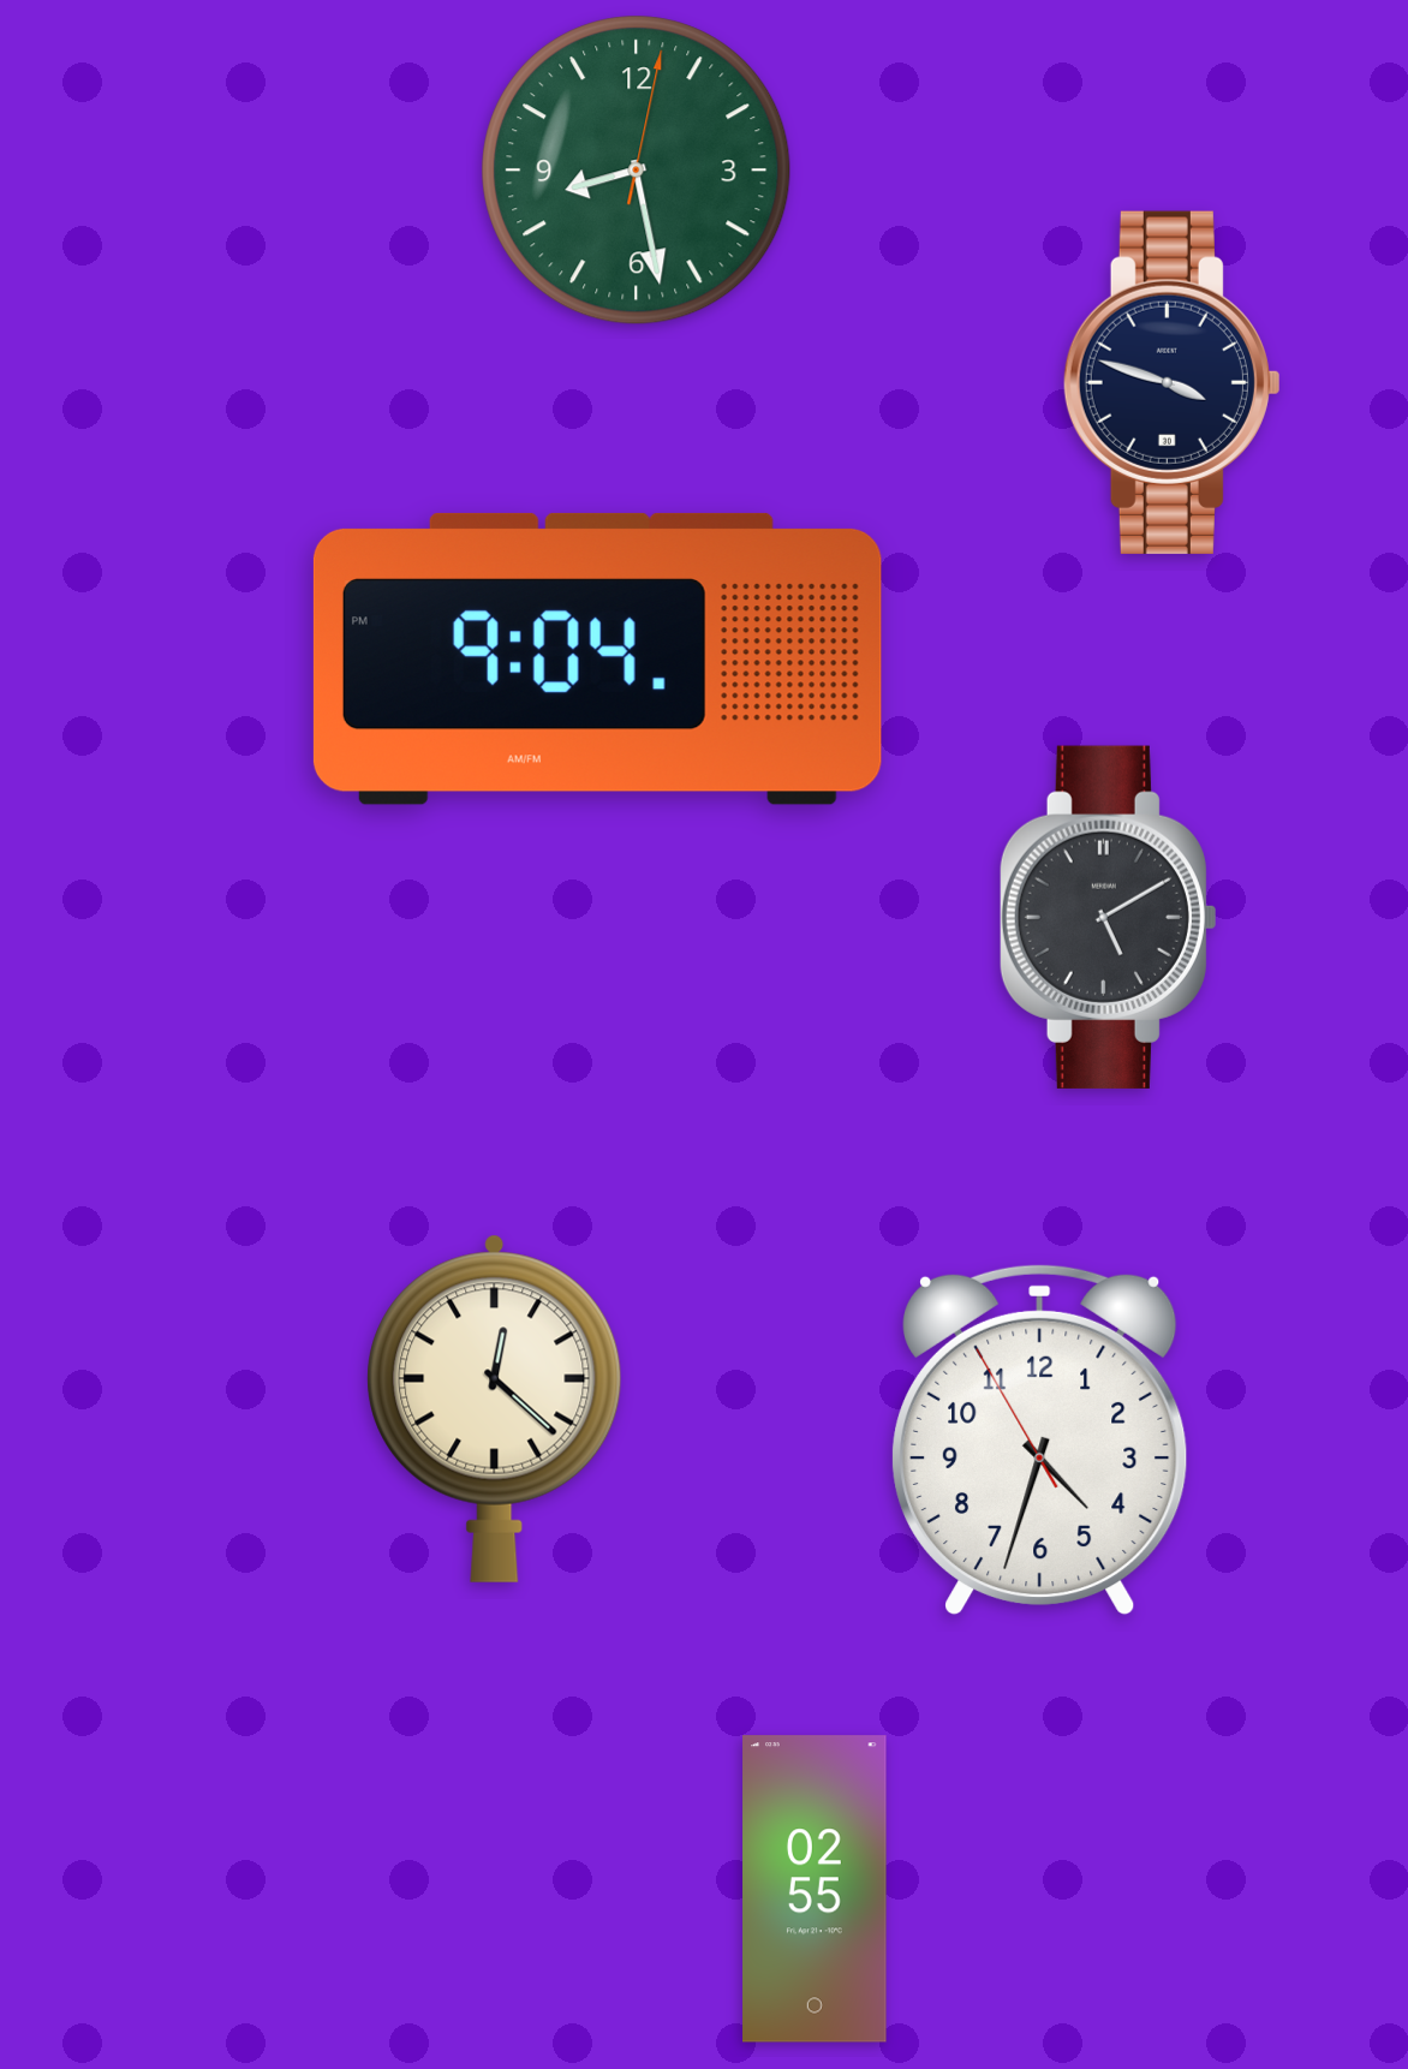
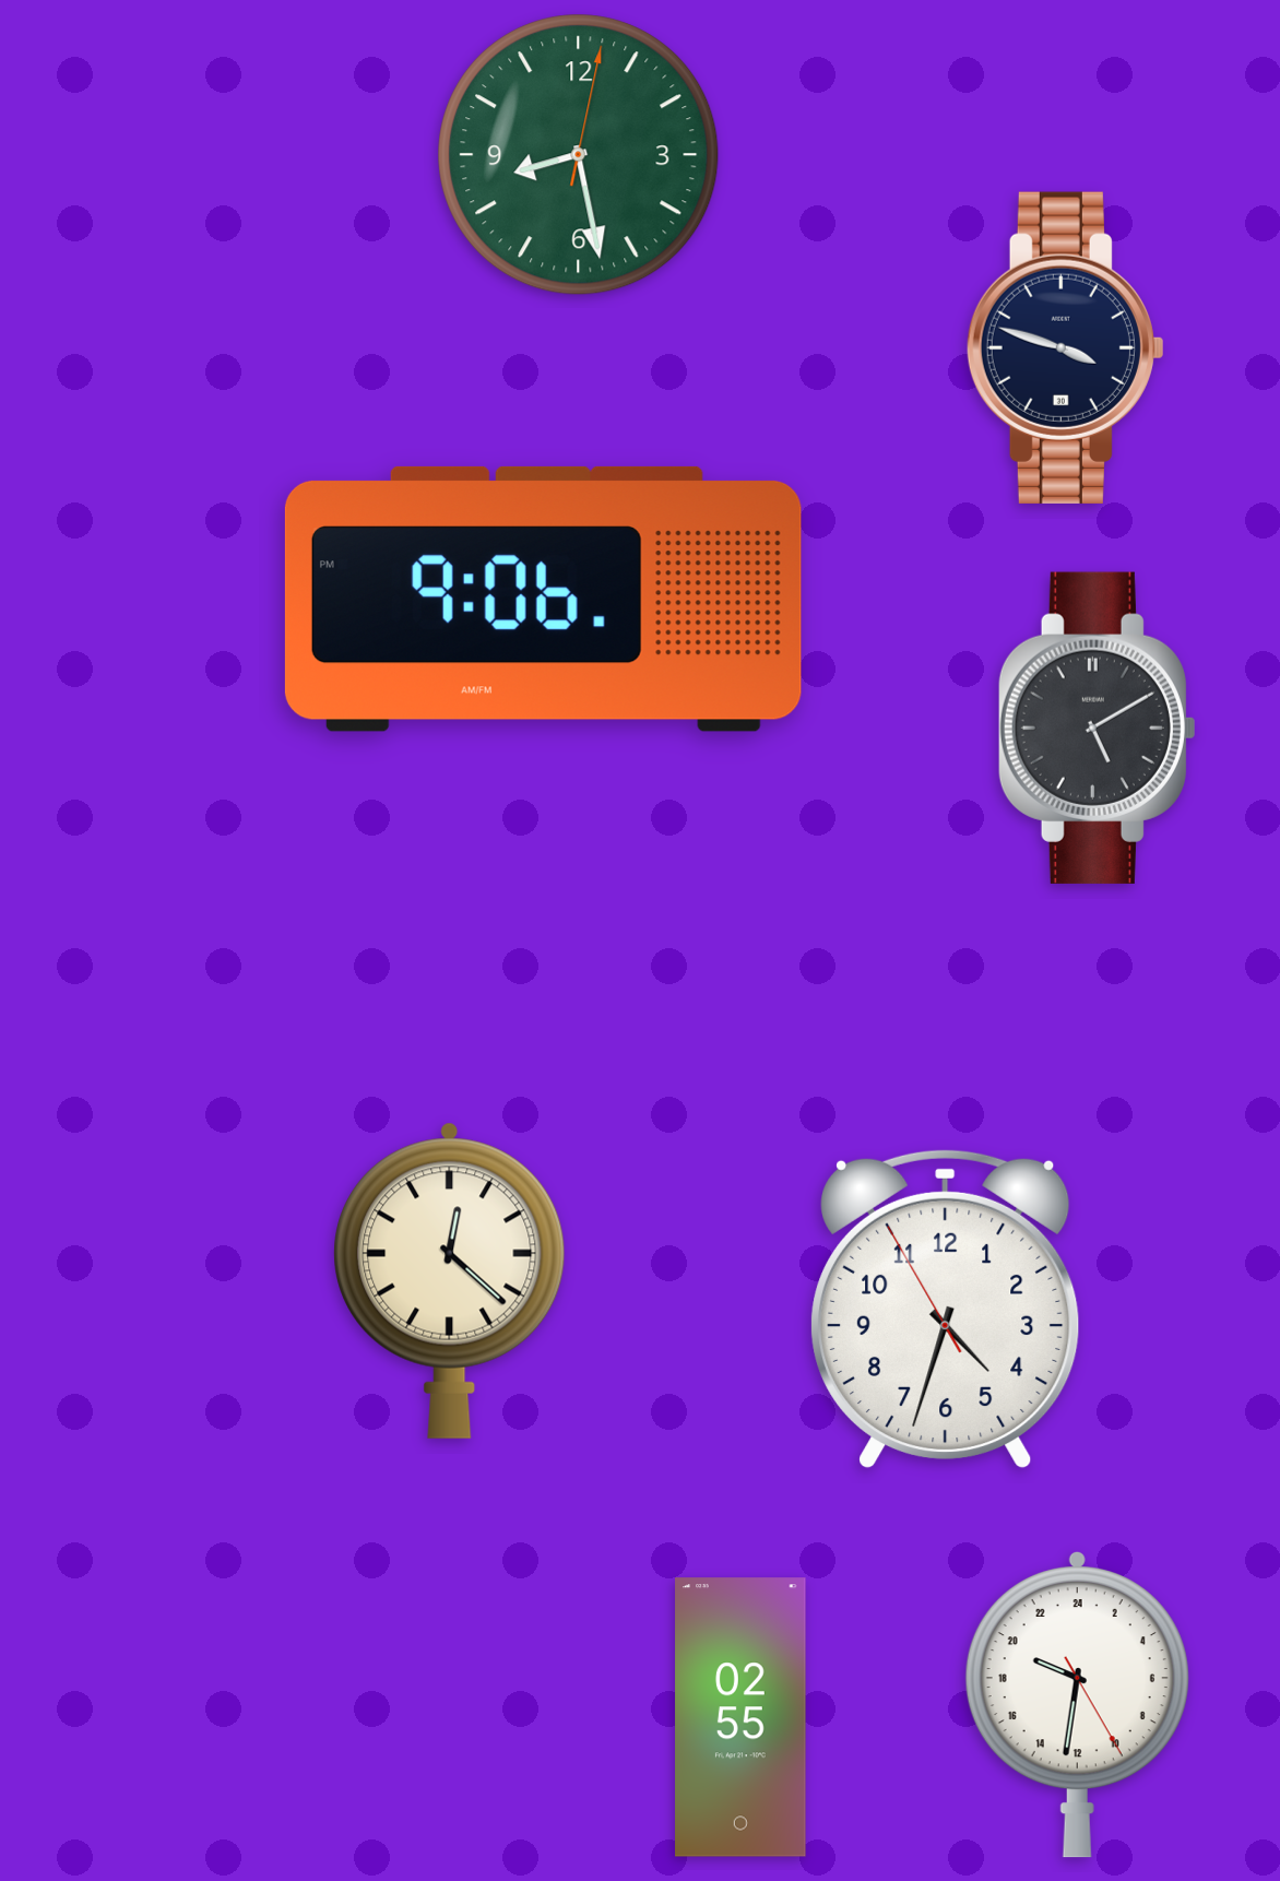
clock at (597, 658): 9:04 -> 9:06
clock at (1108, 917) position: (1108, 917) -> (1097, 727)
clock at (1077, 1704): none -> 19:31
